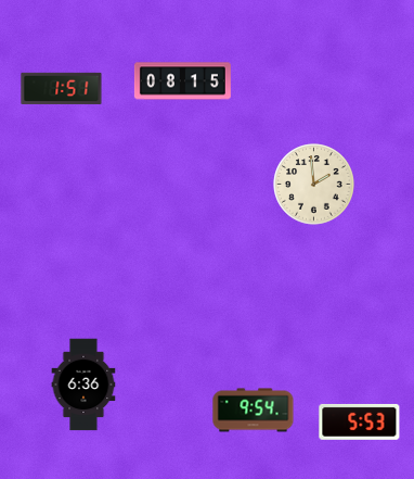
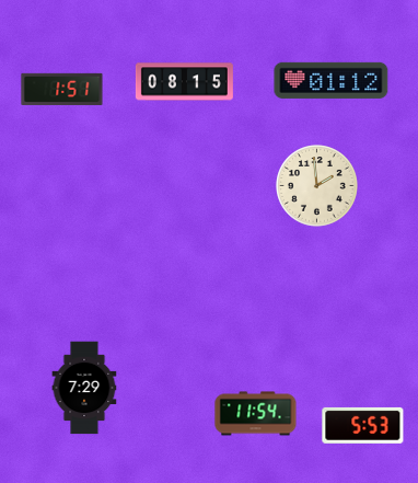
clock at (332, 80): none -> 01:12
clock at (83, 385): 6:36 -> 7:29
clock at (254, 411): 9:54 -> 11:54
